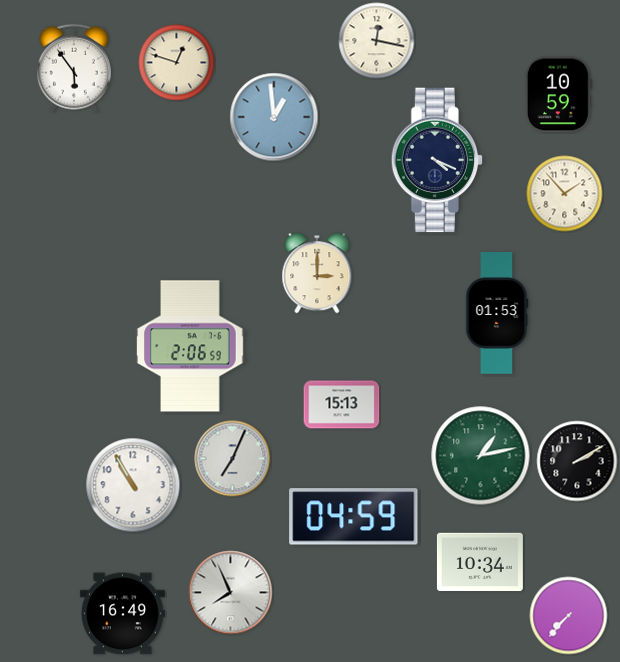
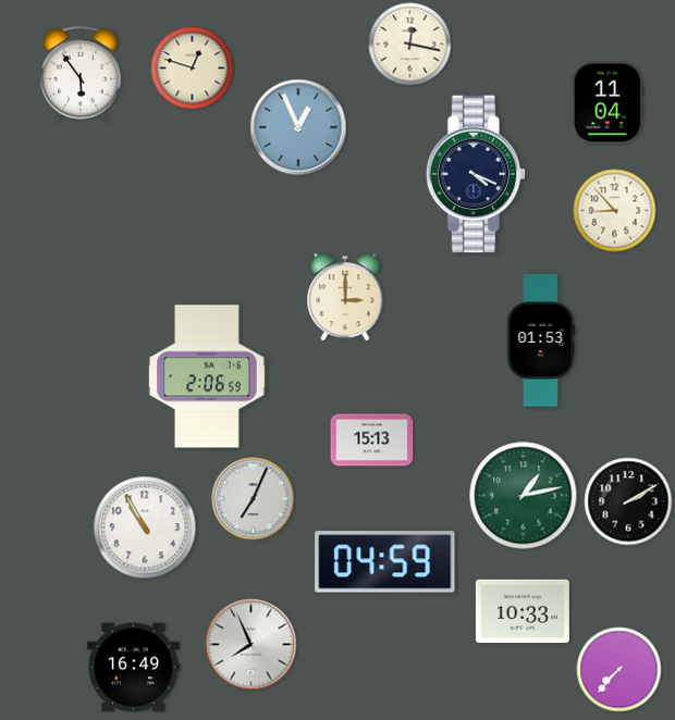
clock at (558, 95): 10:59 -> 11:04
clock at (274, 117): 12:59 -> 12:56
clock at (565, 194): 1:53 -> 8:53
clock at (480, 562): 10:34 -> 10:33
